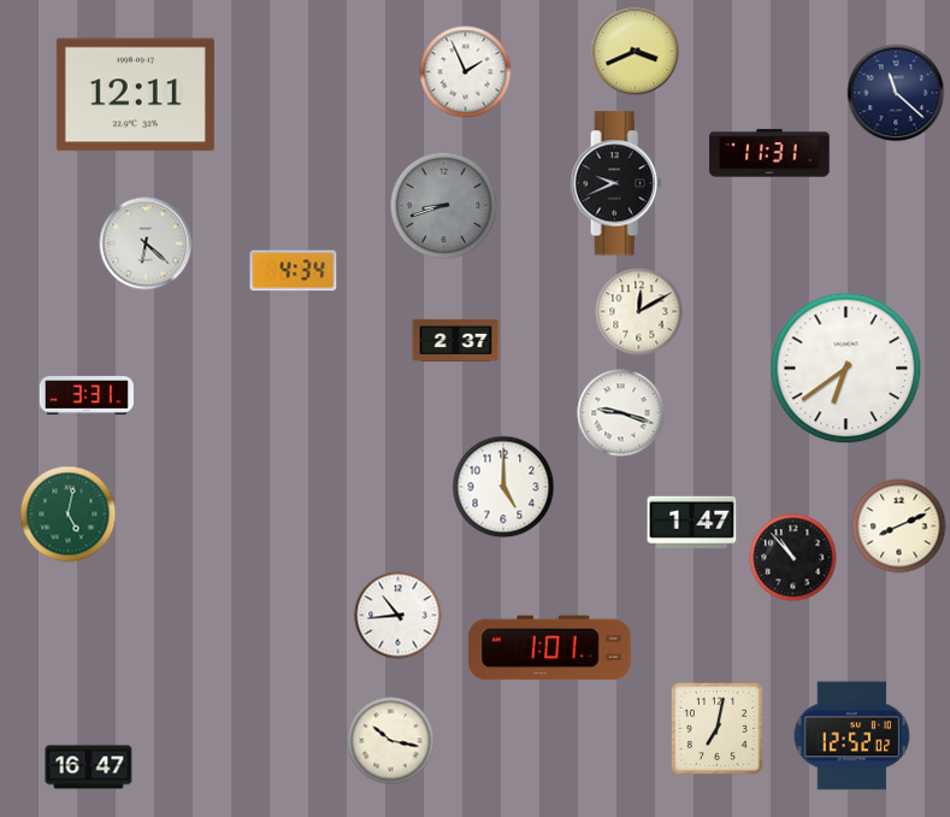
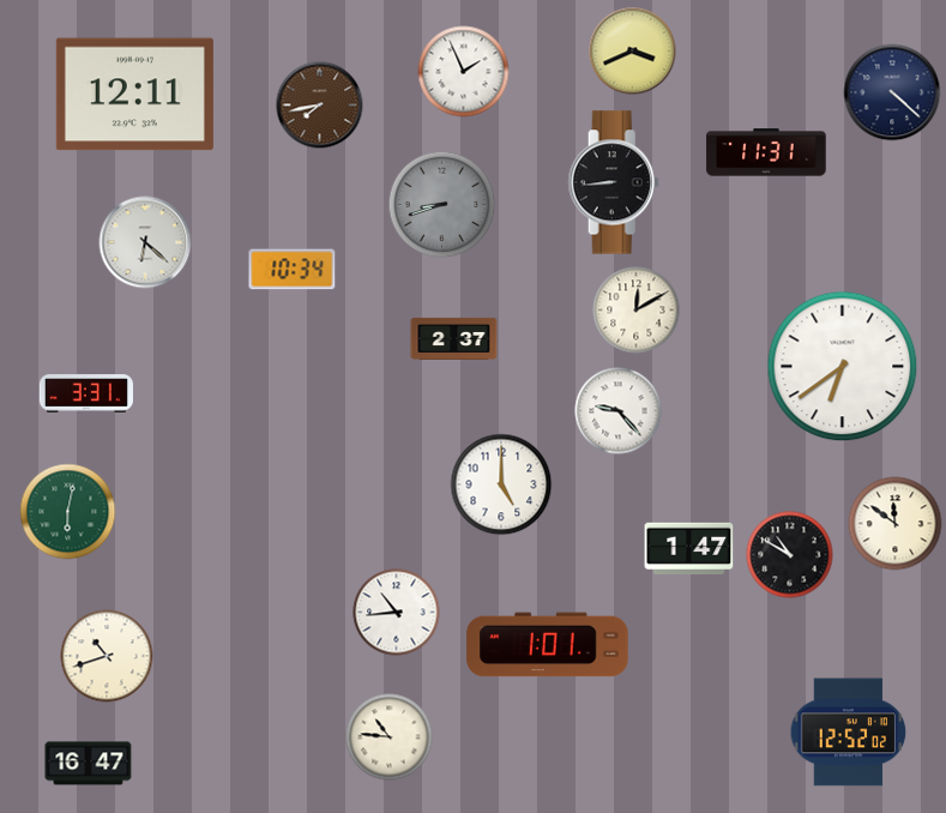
clock at (896, 93): 11:22 -> 4:22
clock at (320, 106): none -> 7:43
clock at (616, 183): 9:41 -> 8:44
clock at (294, 271): 4:34 -> 10:34
clock at (621, 413): 9:18 -> 9:23
clock at (69, 515): 5:02 -> 6:02
clock at (692, 522) position: (692, 522) -> (689, 548)
clock at (899, 527): 8:11 -> 11:51
clock at (793, 558): 10:53 -> 10:50
clock at (107, 656): none -> 10:42
clock at (716, 728): 7:02 -> none
clock at (391, 741): 10:17 -> 10:46
